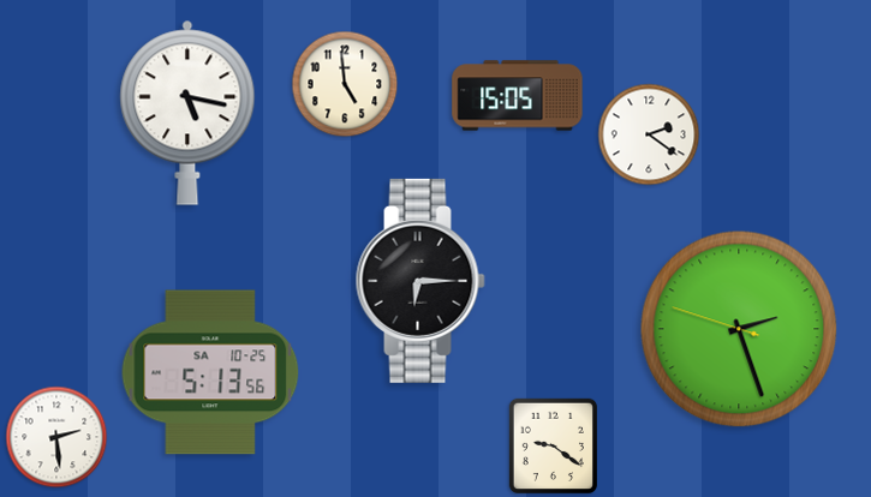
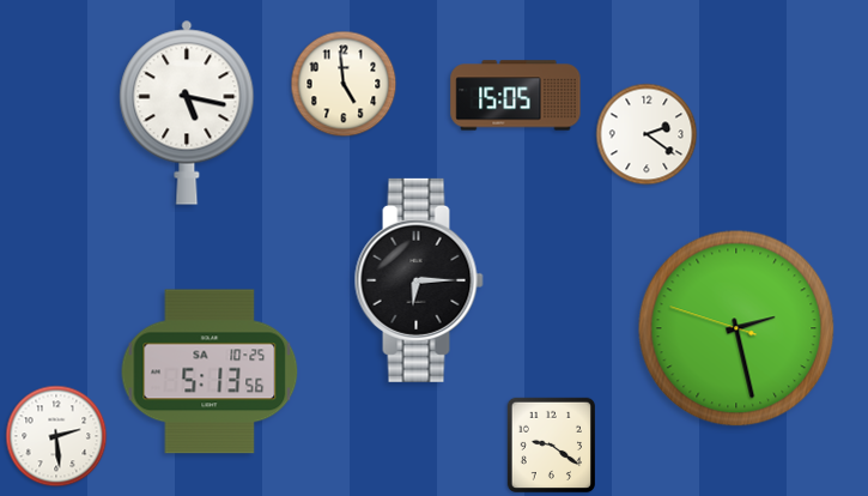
clock at (739, 329): 2:26 -> 2:27
